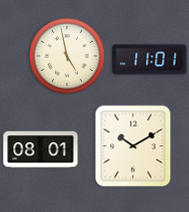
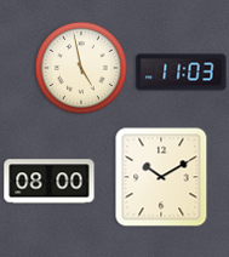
clock at (150, 60): 11:01 -> 11:03
clock at (41, 150): 08:01 -> 08:00
